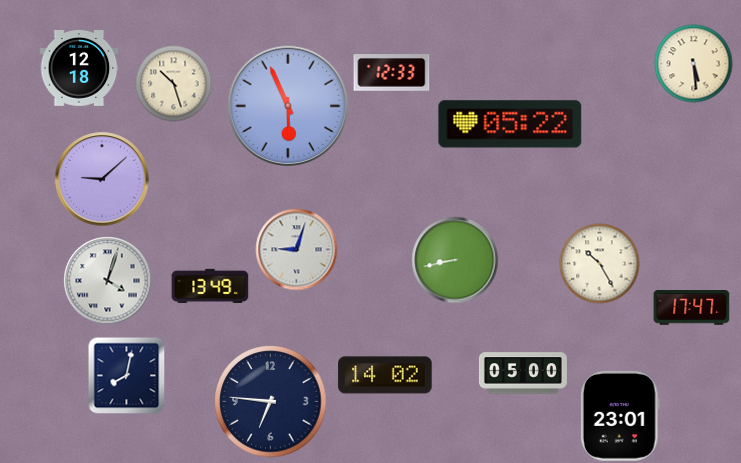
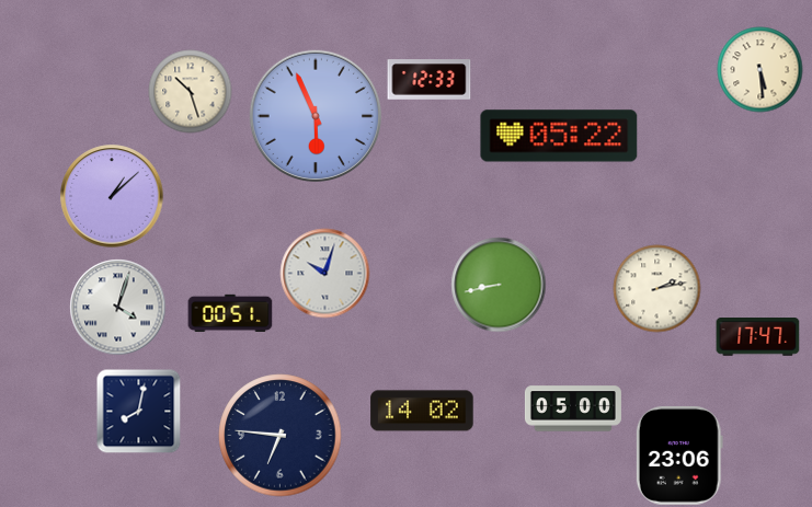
clock at (79, 69): 12:18 -> none
clock at (102, 179): 9:08 -> 1:08
clock at (297, 250): 9:03 -> 10:03
clock at (600, 264): 10:25 -> 2:13
clock at (210, 286): 13:49 -> 00:51
clock at (271, 402) position: (271, 402) -> (281, 436)
clock at (620, 416): 23:01 -> 23:06
